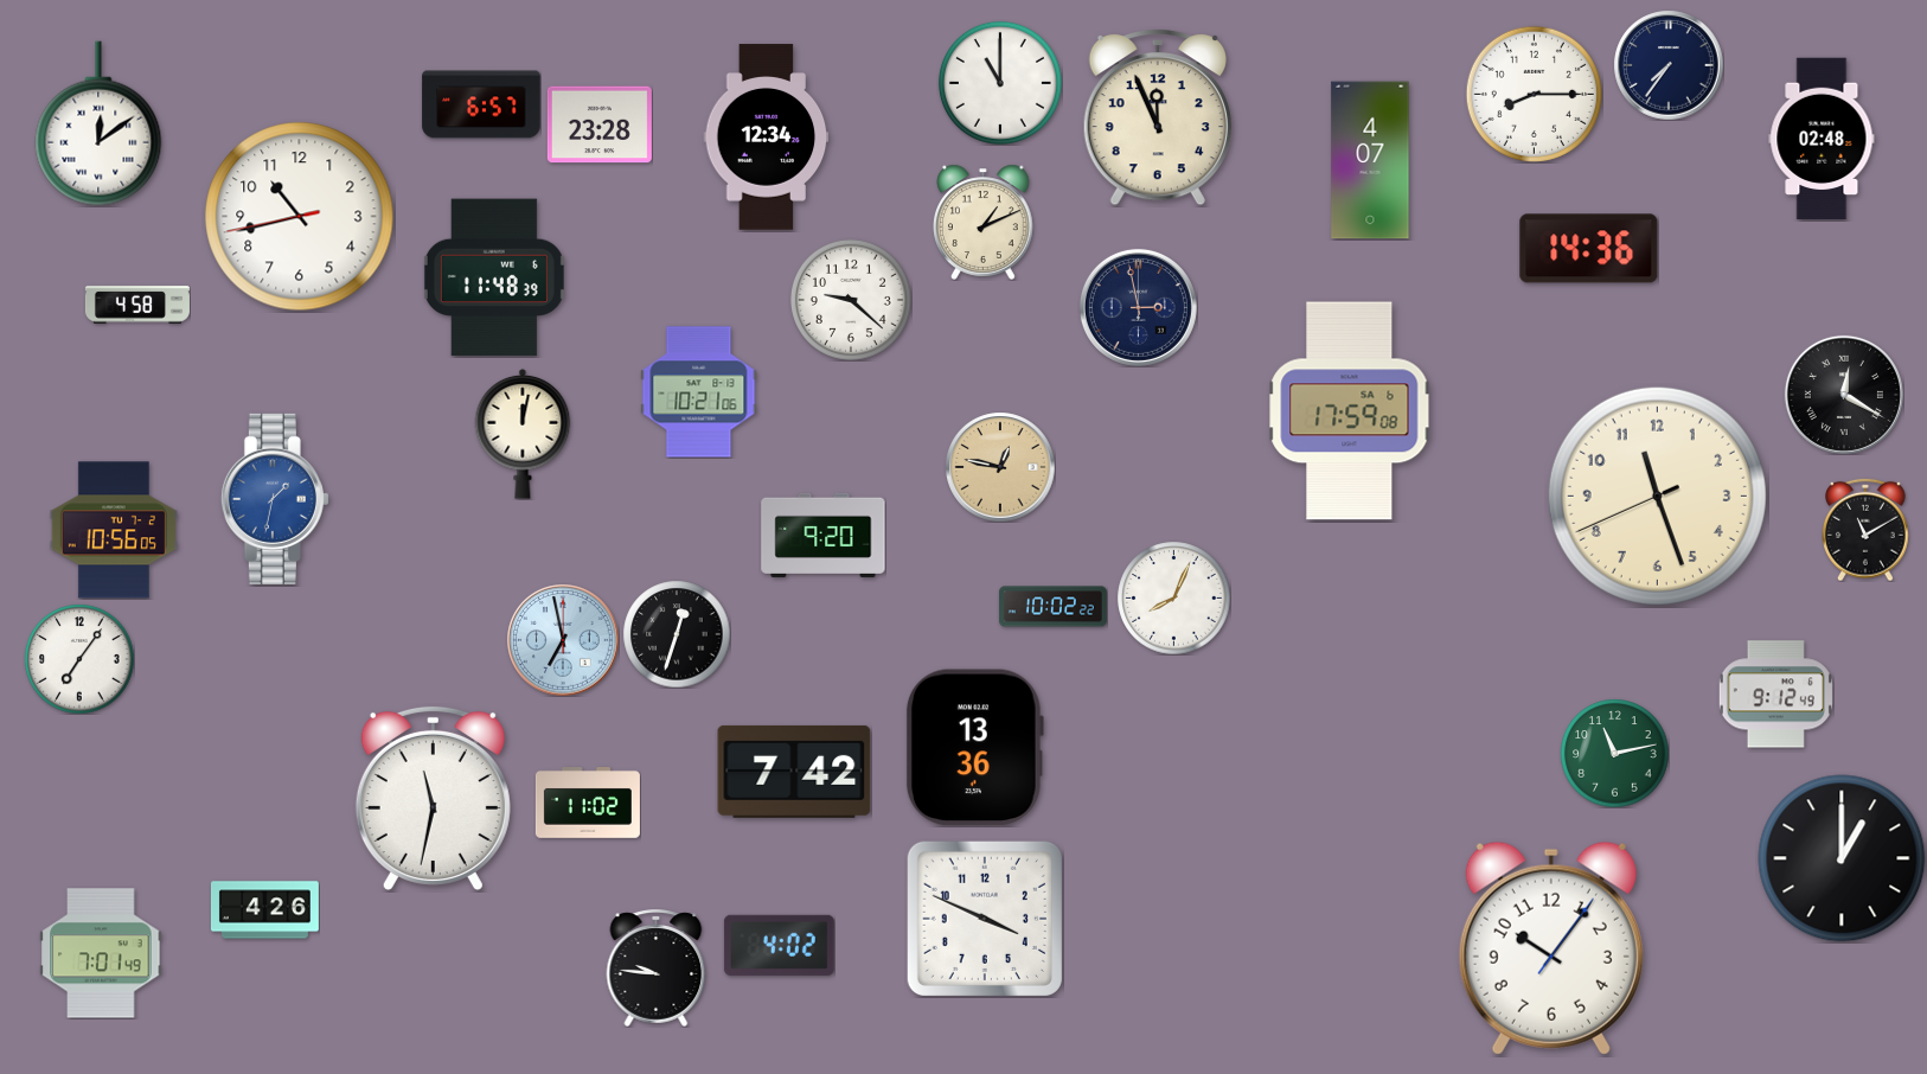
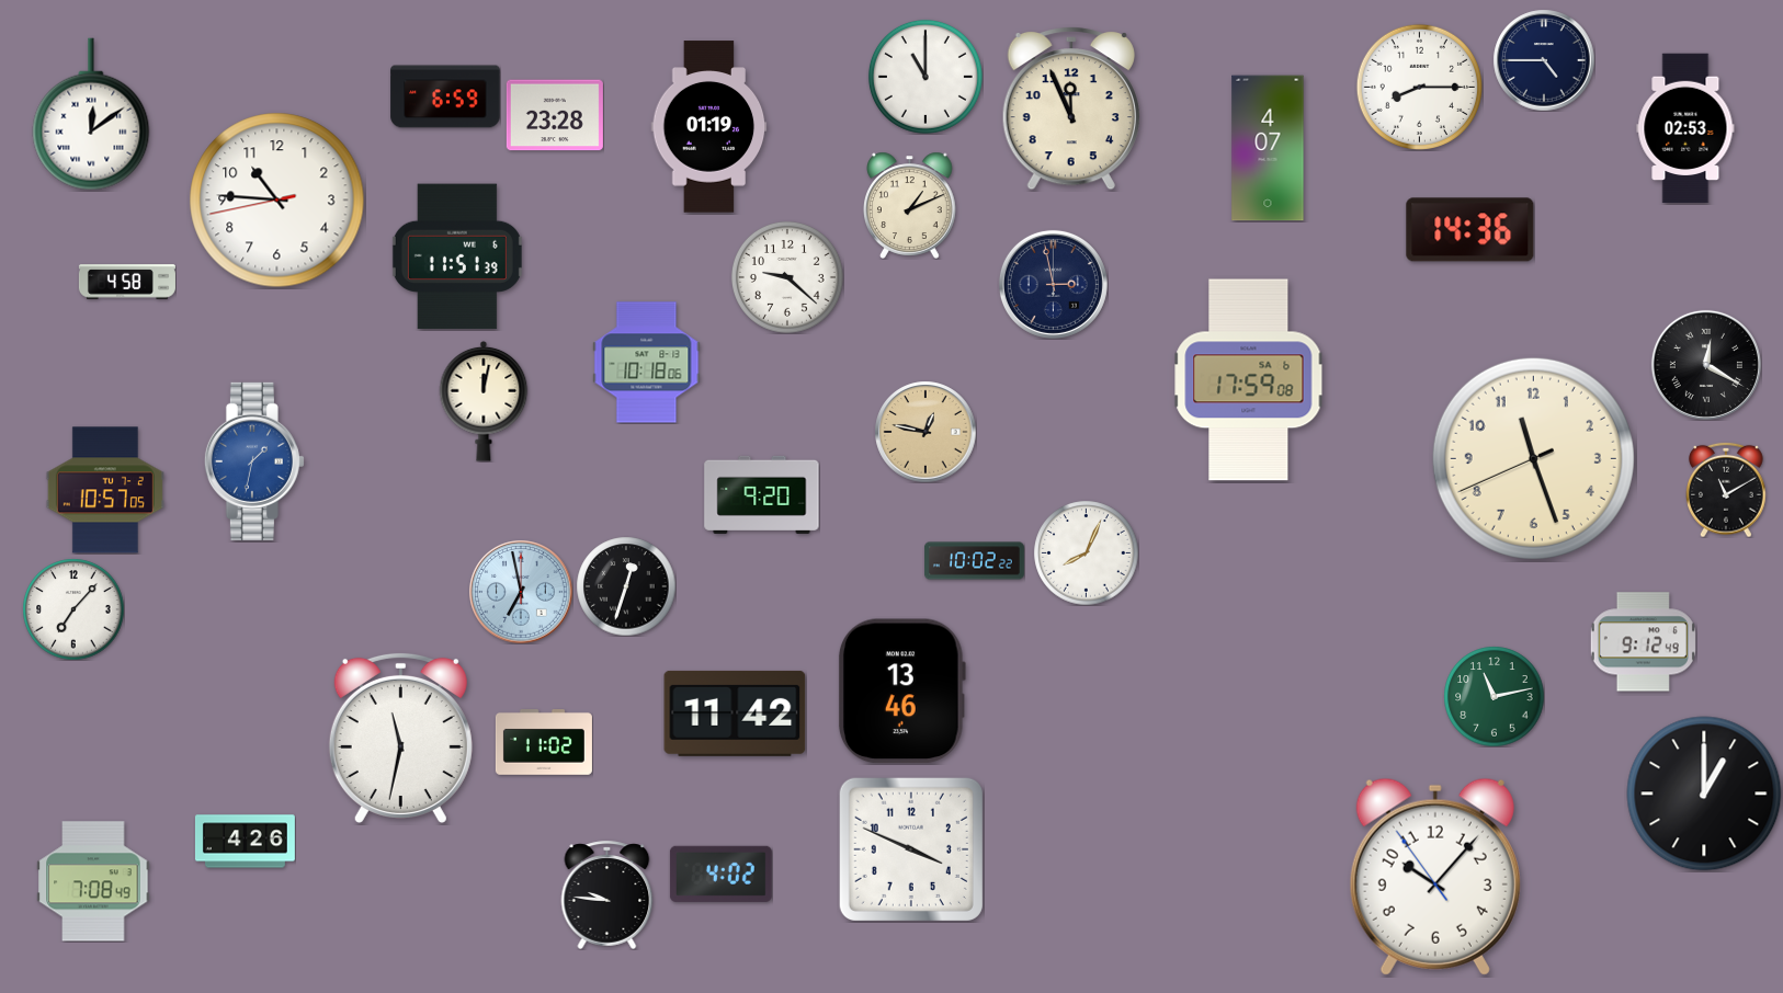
clock at (1669, 65): 7:36 -> 4:45
clock at (481, 104): 6:57 -> 6:59
clock at (767, 138): 12:34 -> 01:19
clock at (1822, 139): 02:48 -> 02:53
clock at (300, 217): 10:42 -> 10:45
clock at (494, 277): 11:48 -> 11:51
clock at (699, 392): 10:21 -> 10:18
clock at (114, 530): 10:56 -> 10:57
clock at (79, 659): 7:06 -> 7:07
clock at (974, 748): 13:36 -> 13:46
clock at (794, 772): 7:42 -> 11:42
clock at (1551, 948): 10:06:06 -> 10:06:54
clock at (101, 953): 7:01 -> 7:08
